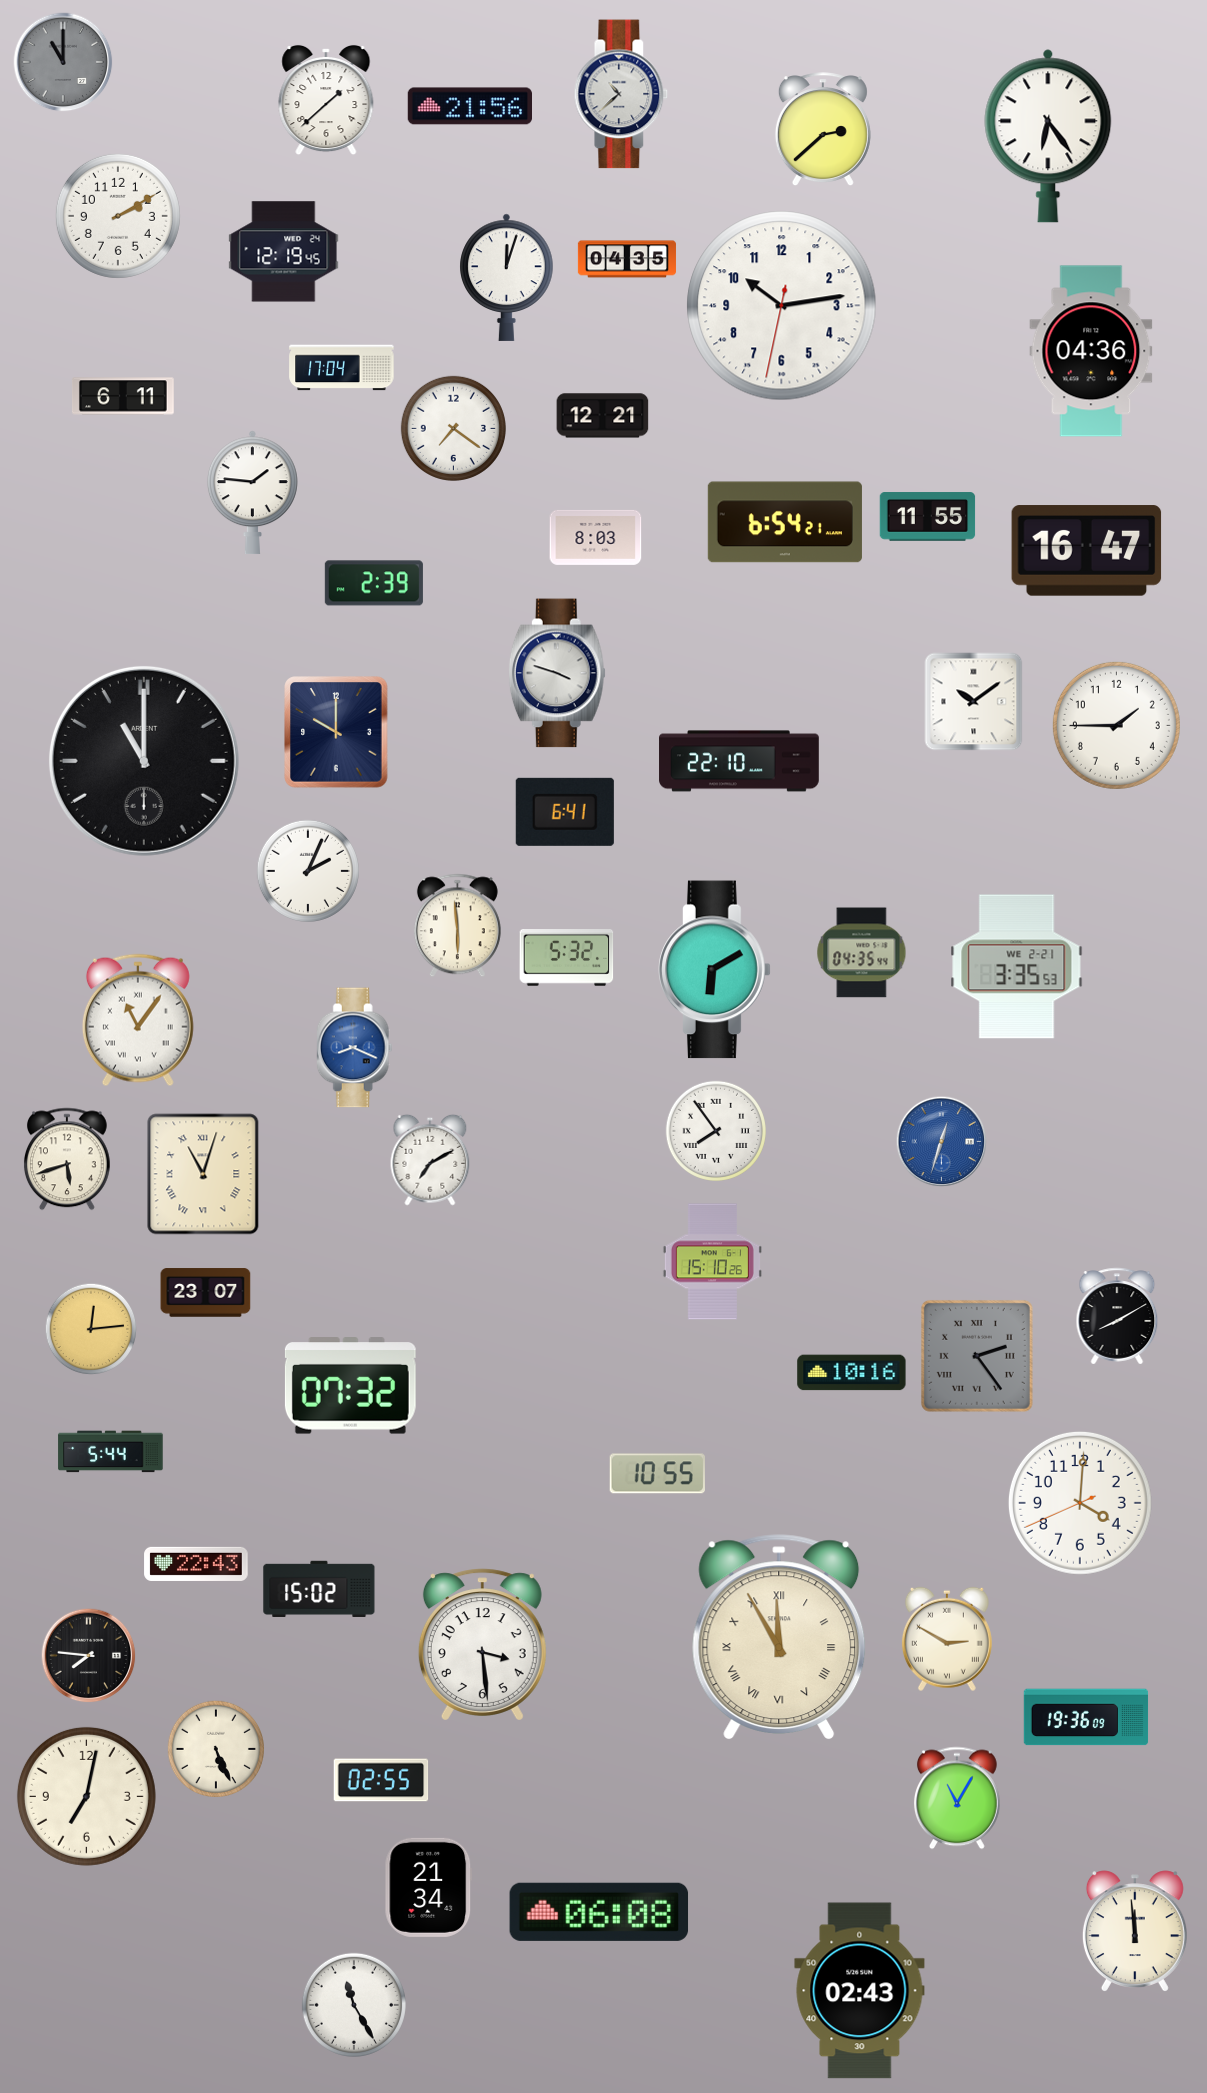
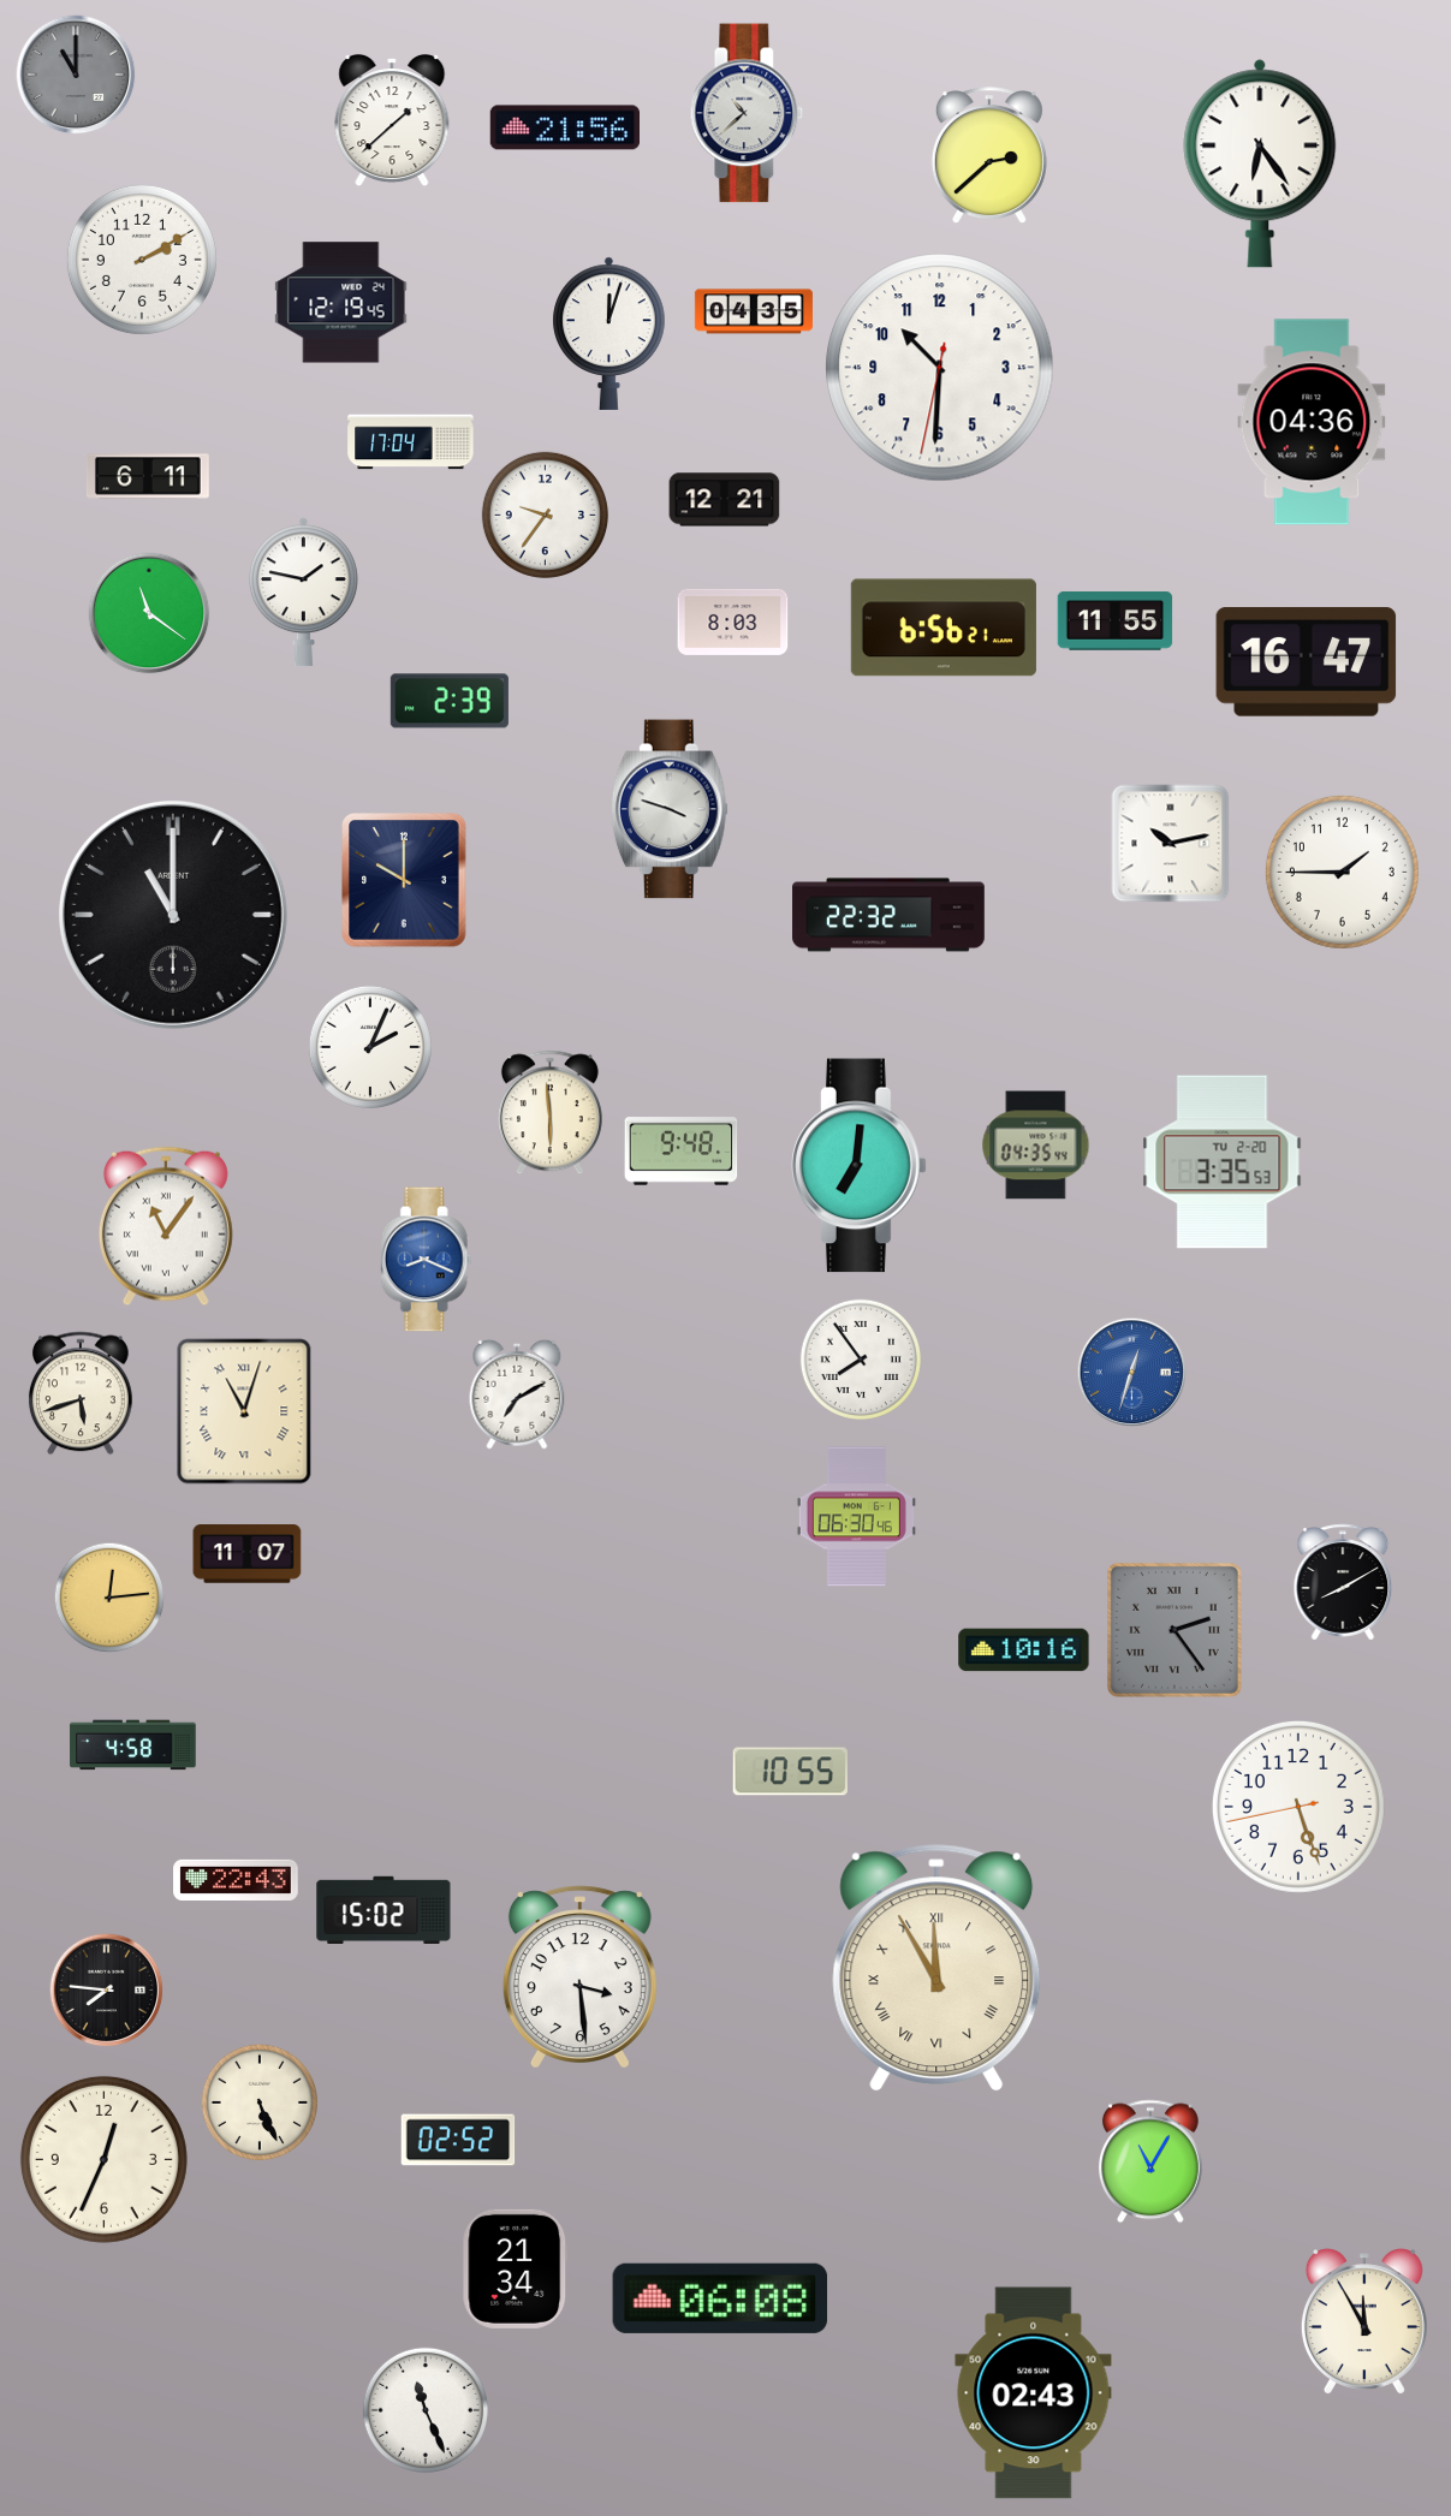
clock at (782, 306): 10:13 -> 10:30
clock at (453, 428): 7:21 -> 9:36
clock at (252, 493): 1:46 -> 1:47
clock at (149, 613): none -> 11:21
clock at (785, 522): 6:54 -> 6:56
clock at (596, 537) position: (596, 537) -> (733, 621)
clock at (974, 702): 10:09 -> 10:13
clock at (739, 761): 22:10 -> 22:32
clock at (565, 812): 6:41 -> none
clock at (567, 958): 5:32 -> 9:48
clock at (1017, 967) date: WE 2-21 -> TU 2-20
clock at (715, 970): 6:10 -> 7:01
clock at (712, 1262): 15:10 -> 06:30
clock at (206, 1293): 23:07 -> 11:07
clock at (350, 1386): 07:32 -> none
clock at (111, 1452): 5:44 -> 4:58
clock at (1080, 1503): 4:00 -> 5:26
clock at (947, 1639): 2:50 -> none
clock at (1086, 1717): 19:36 -> none
clock at (381, 1780): 02:55 -> 02:52
clock at (86, 1796): 7:02 -> 12:34
clock at (1135, 1931): 11:59 -> 11:55
clock at (354, 2005): 11:25 -> 11:26
